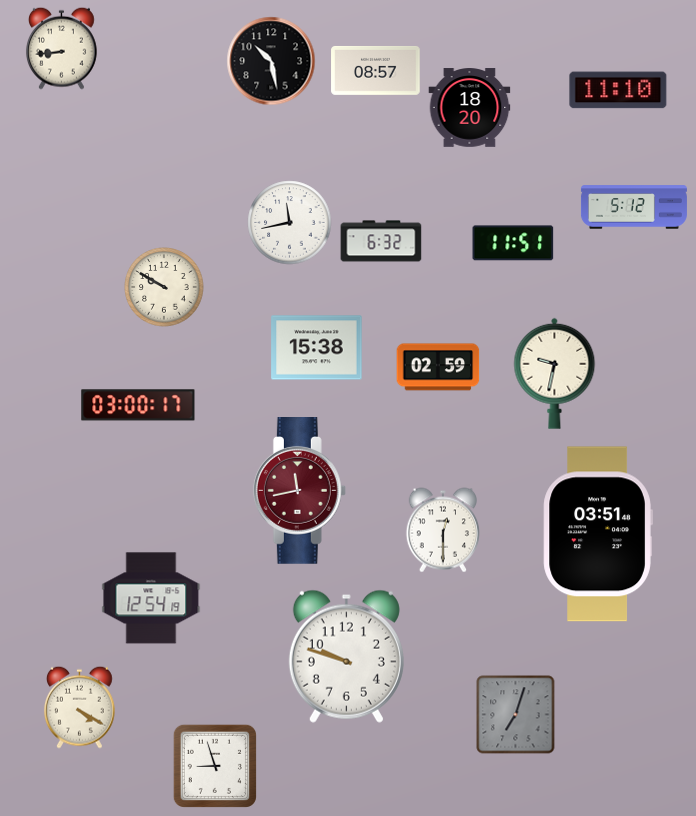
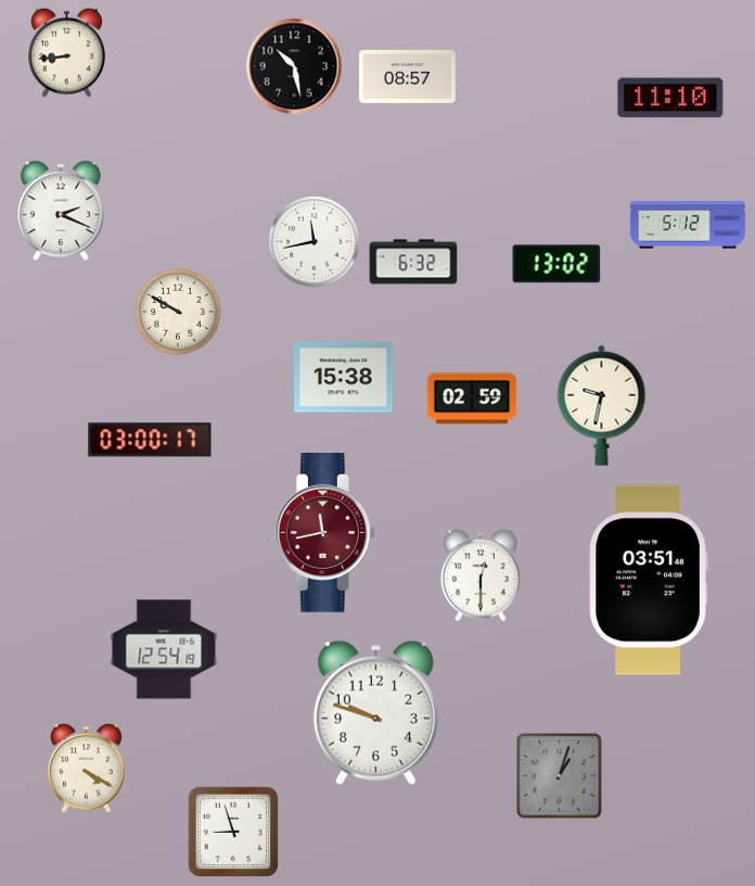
clock at (470, 108): 18:20 -> none
clock at (61, 211): none -> 2:19
clock at (513, 243): 11:51 -> 13:02
clock at (438, 367) position: (438, 367) -> (472, 398)
clock at (516, 715): 7:03 -> 1:03
